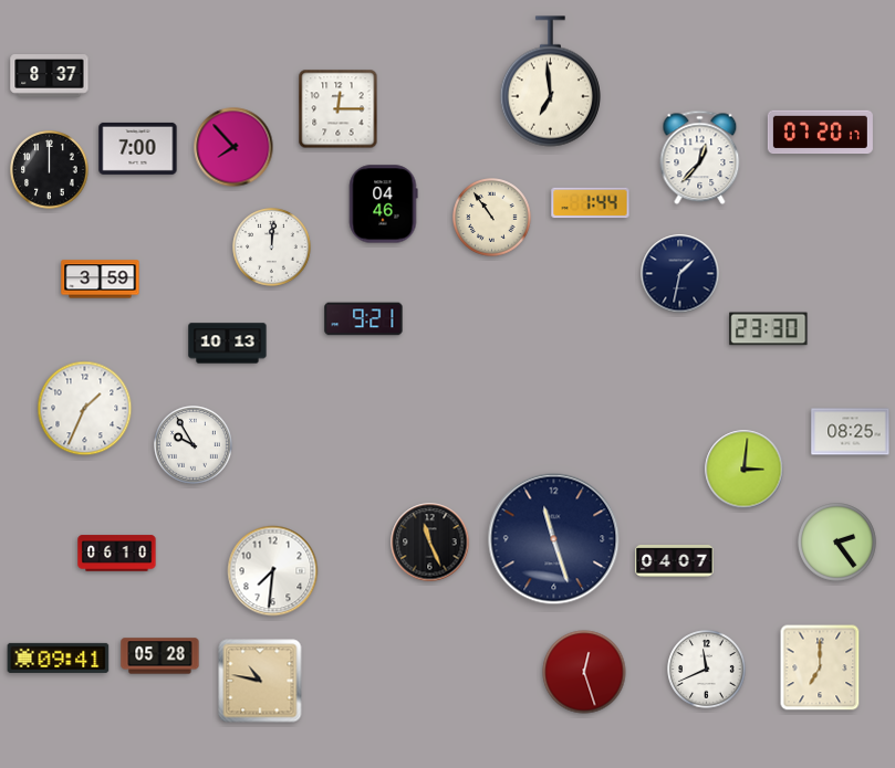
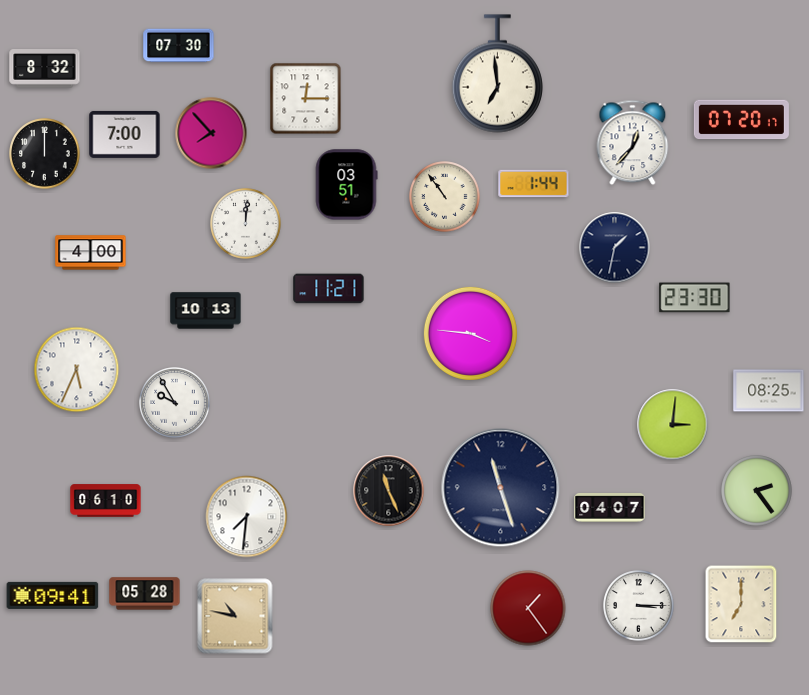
clock at (179, 46): none -> 07:30
clock at (50, 76): 8:37 -> 8:32
clock at (383, 204): 04:46 -> 03:51
clock at (101, 280): 3:59 -> 4:00
clock at (364, 319): 9:21 -> 11:21
clock at (470, 333): none -> 3:46
clock at (85, 409): 1:34 -> 5:34
clock at (707, 670): 11:41 -> 3:15
clock at (584, 672): 12:27 -> 1:24
